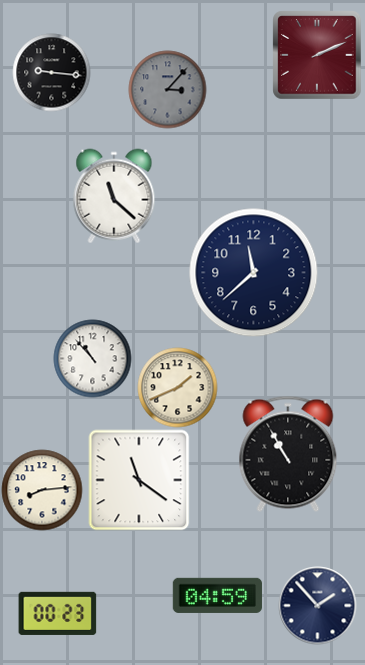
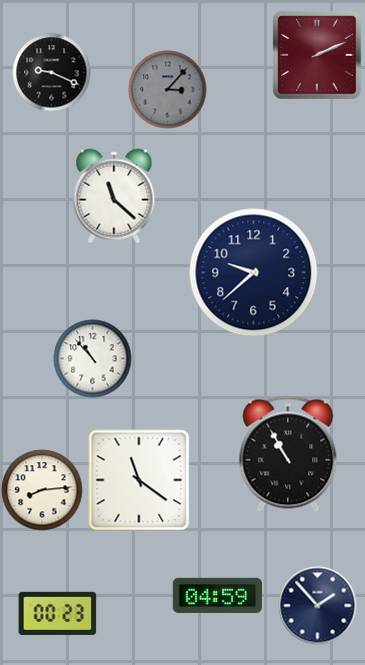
clock at (51, 72): 9:16 -> 9:19
clock at (253, 272): 11:38 -> 9:38
clock at (177, 387): 1:41 -> none
